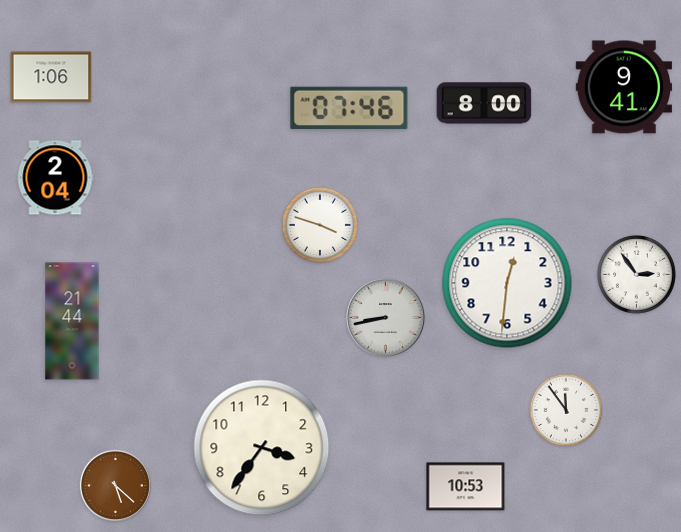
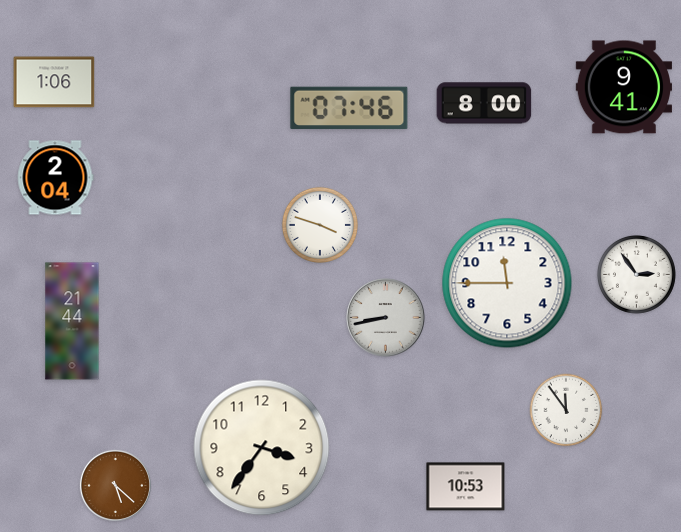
clock at (51, 77) position: (51, 77) -> (54, 82)
clock at (507, 283): 12:31 -> 11:45
